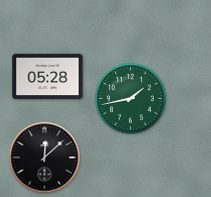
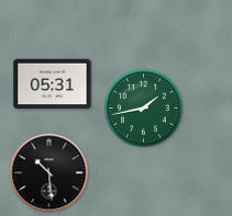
clock at (48, 77): 05:28 -> 05:31
clock at (45, 158): 12:08 -> 10:29
